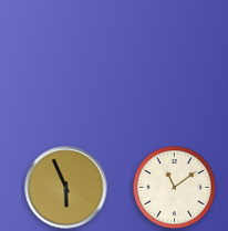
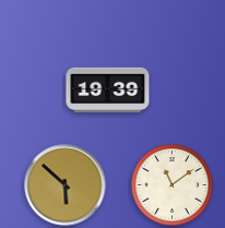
clock at (108, 91): none -> 19:39
clock at (66, 188): 5:56 -> 5:52
